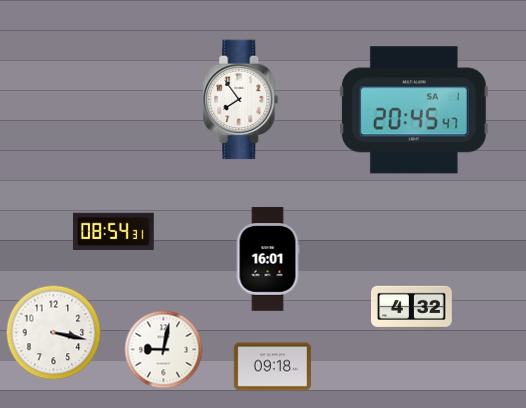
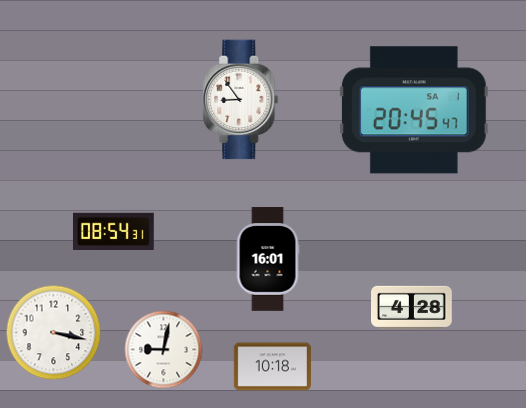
clock at (241, 100): 7:54 -> 8:54
clock at (412, 307): 4:32 -> 4:28
clock at (272, 367): 09:18 -> 10:18
